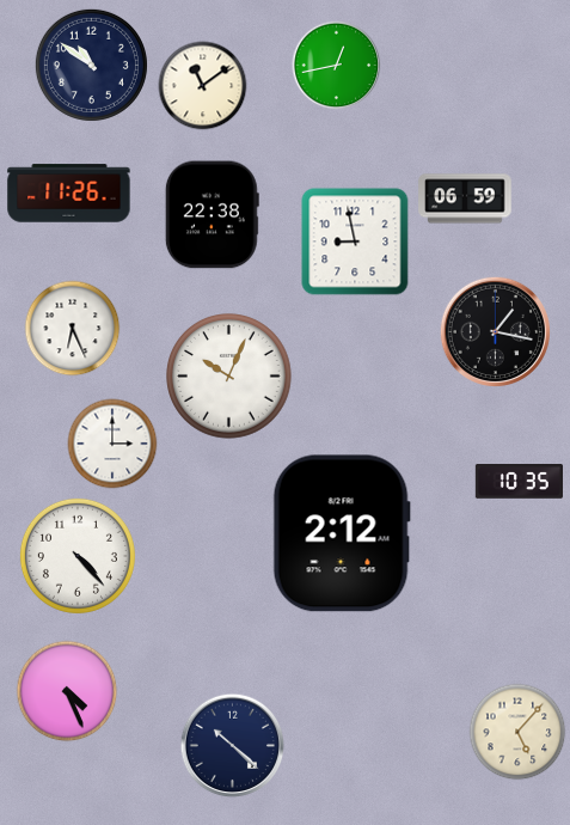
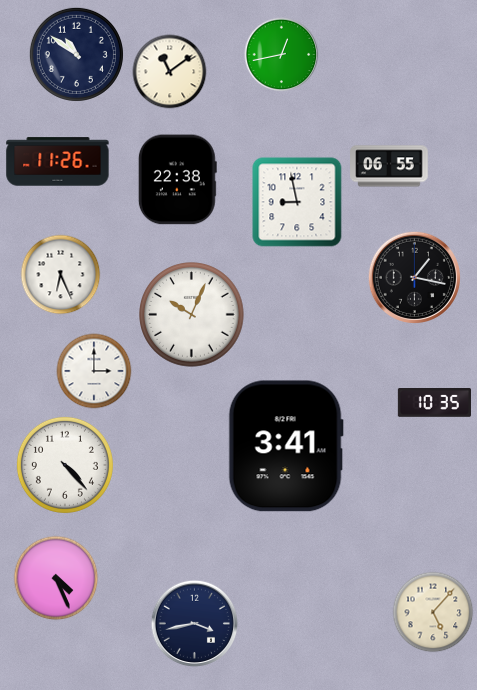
clock at (465, 198): 06:59 -> 06:55
clock at (342, 533): 2:12 -> 3:41
clock at (233, 746): 10:22 -> 3:43
